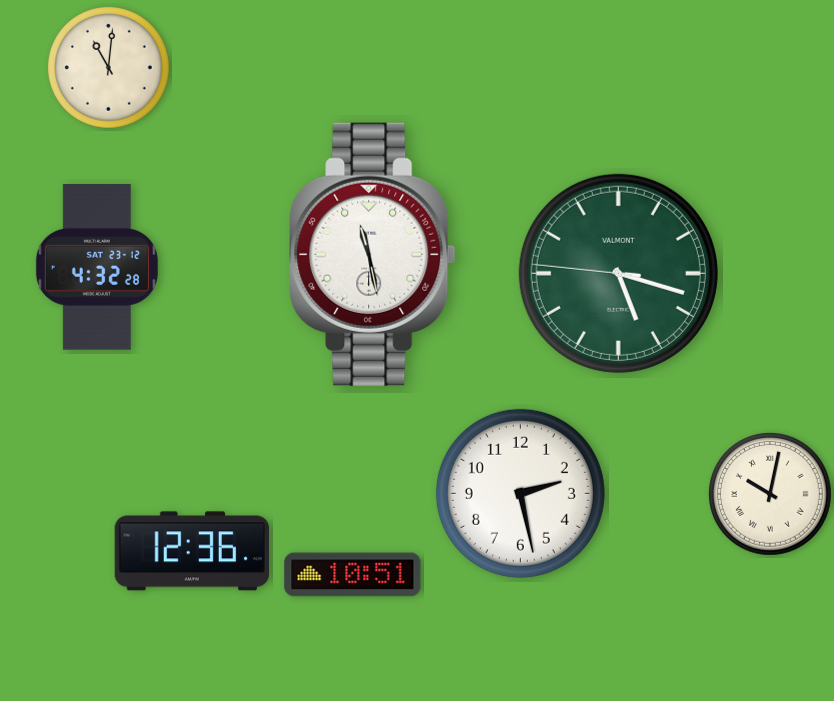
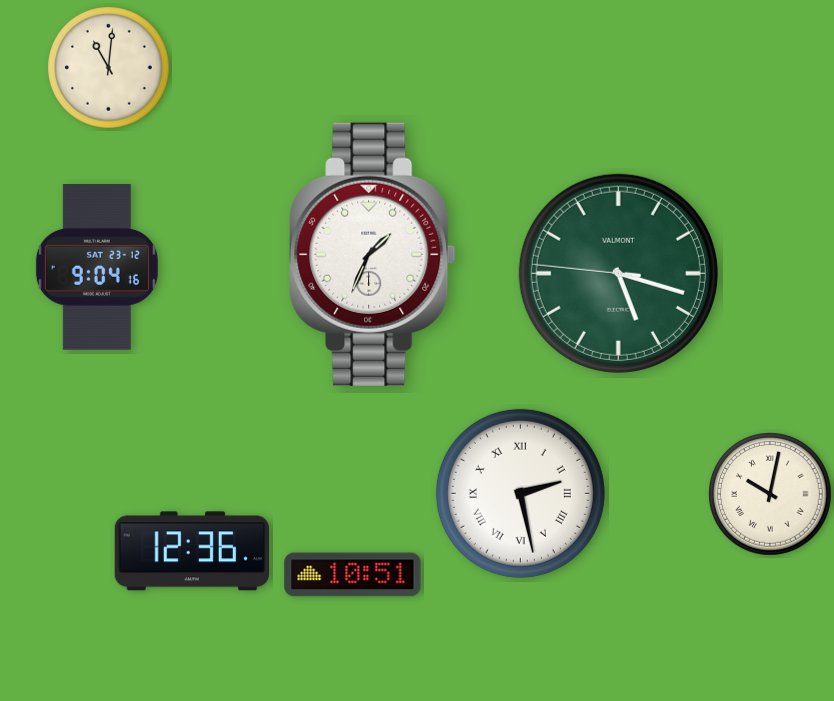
clock at (373, 254): 11:28 -> 1:34
clock at (97, 267): 4:32 -> 9:04
clock at (520, 493) numerals: Arabic -> Roman
